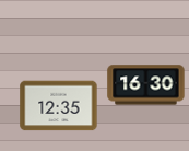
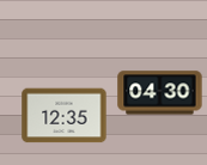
clock at (146, 85): 16:30 -> 04:30
